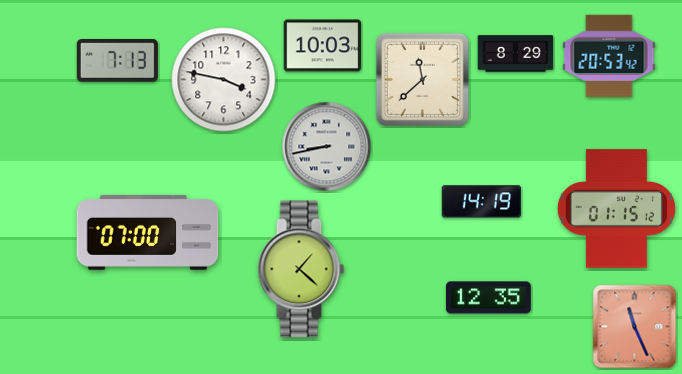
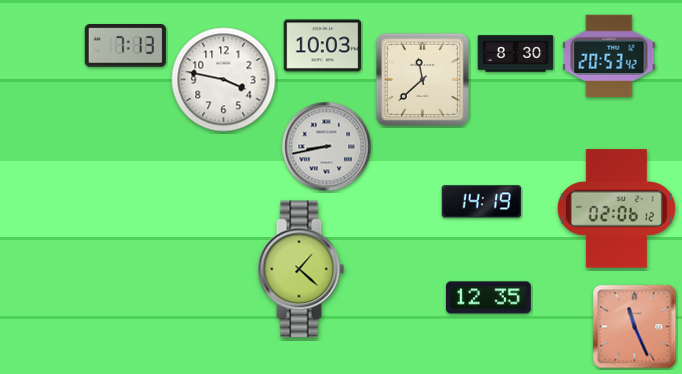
clock at (516, 54): 8:29 -> 8:30
clock at (117, 61) position: (117, 61) -> (125, 46)
clock at (616, 209): 01:15 -> 02:06
clock at (148, 233): 07:00 -> none
